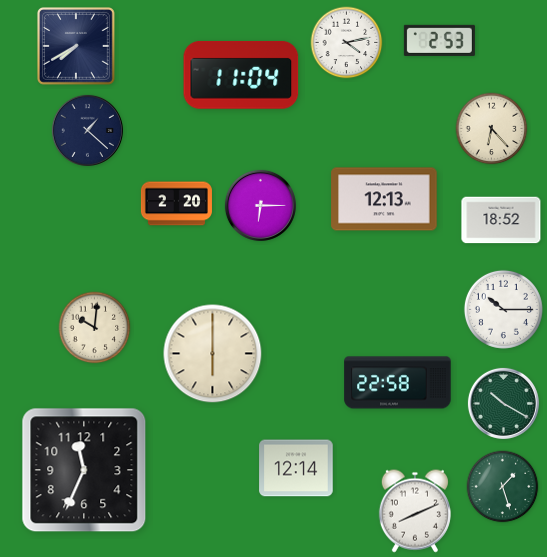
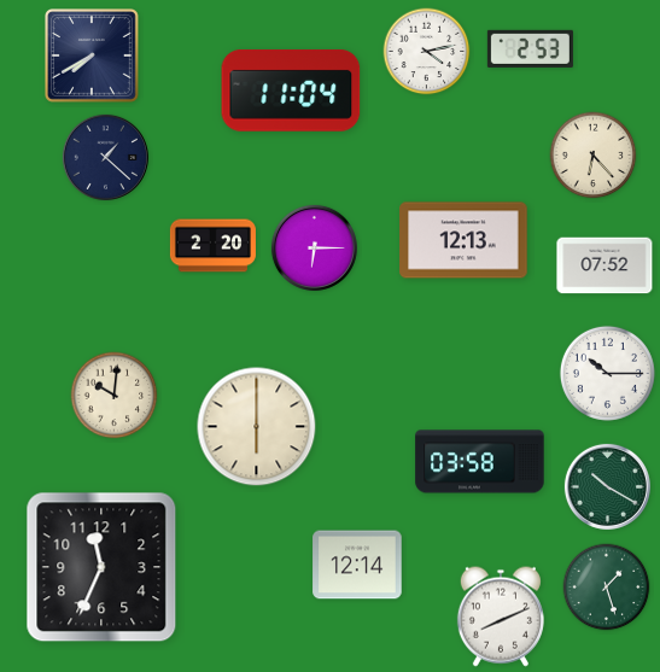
clock at (347, 43) position: (347, 43) -> (427, 52)
clock at (501, 220): 18:52 -> 07:52
clock at (398, 383): 22:58 -> 03:58
